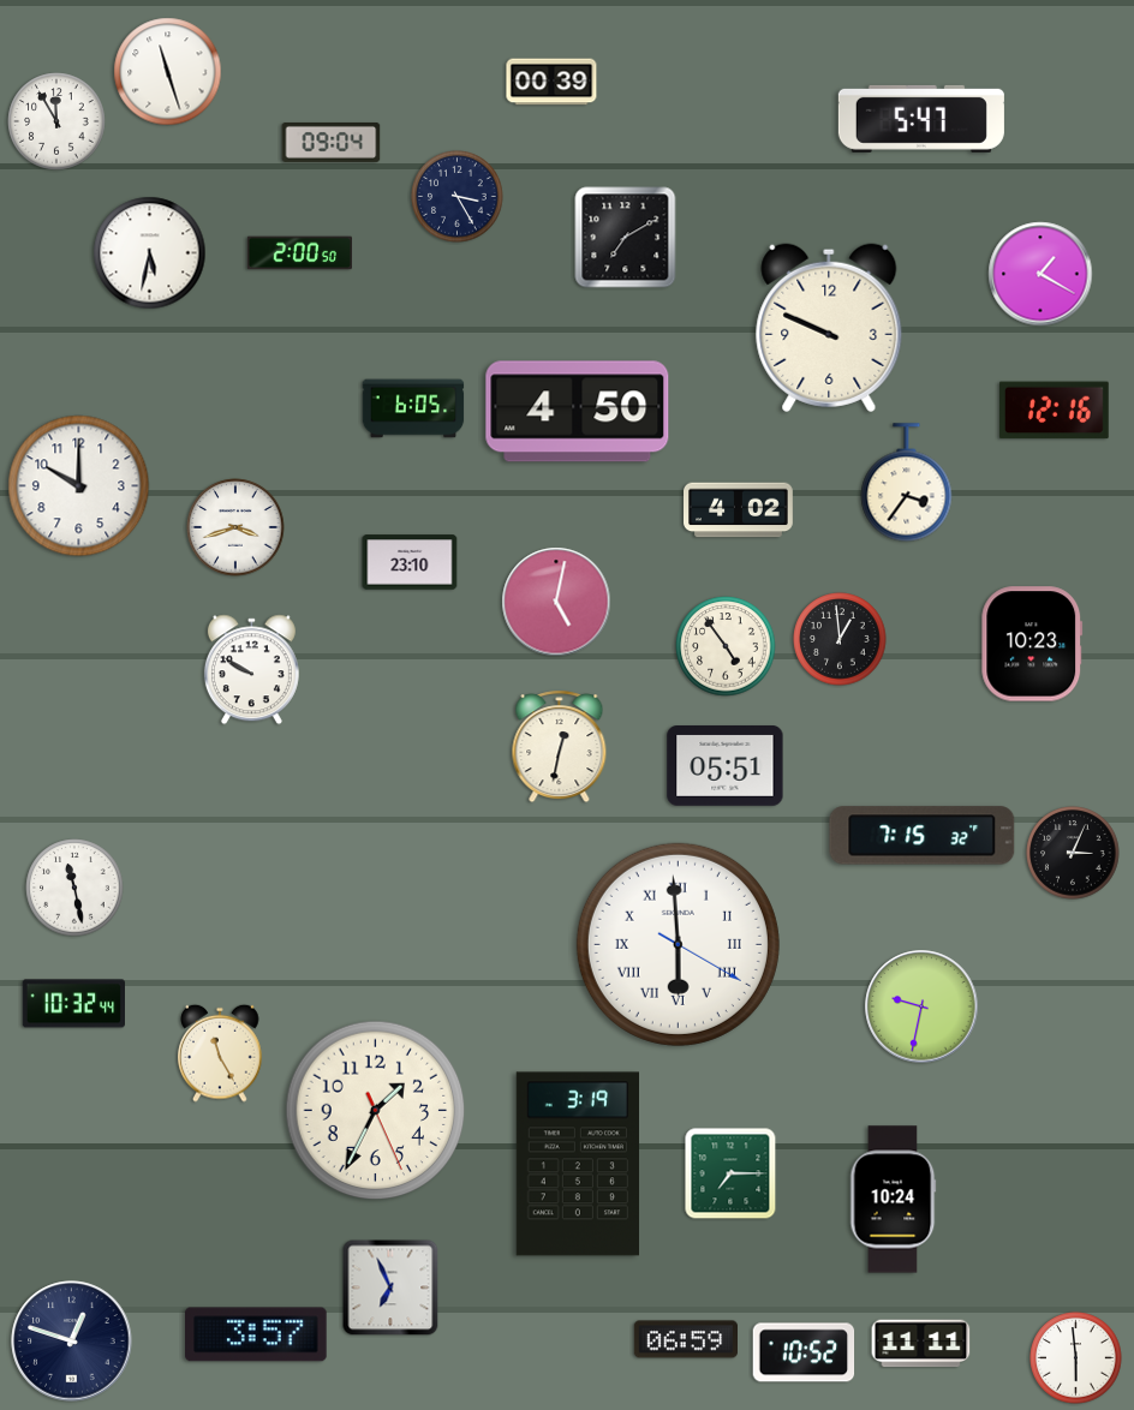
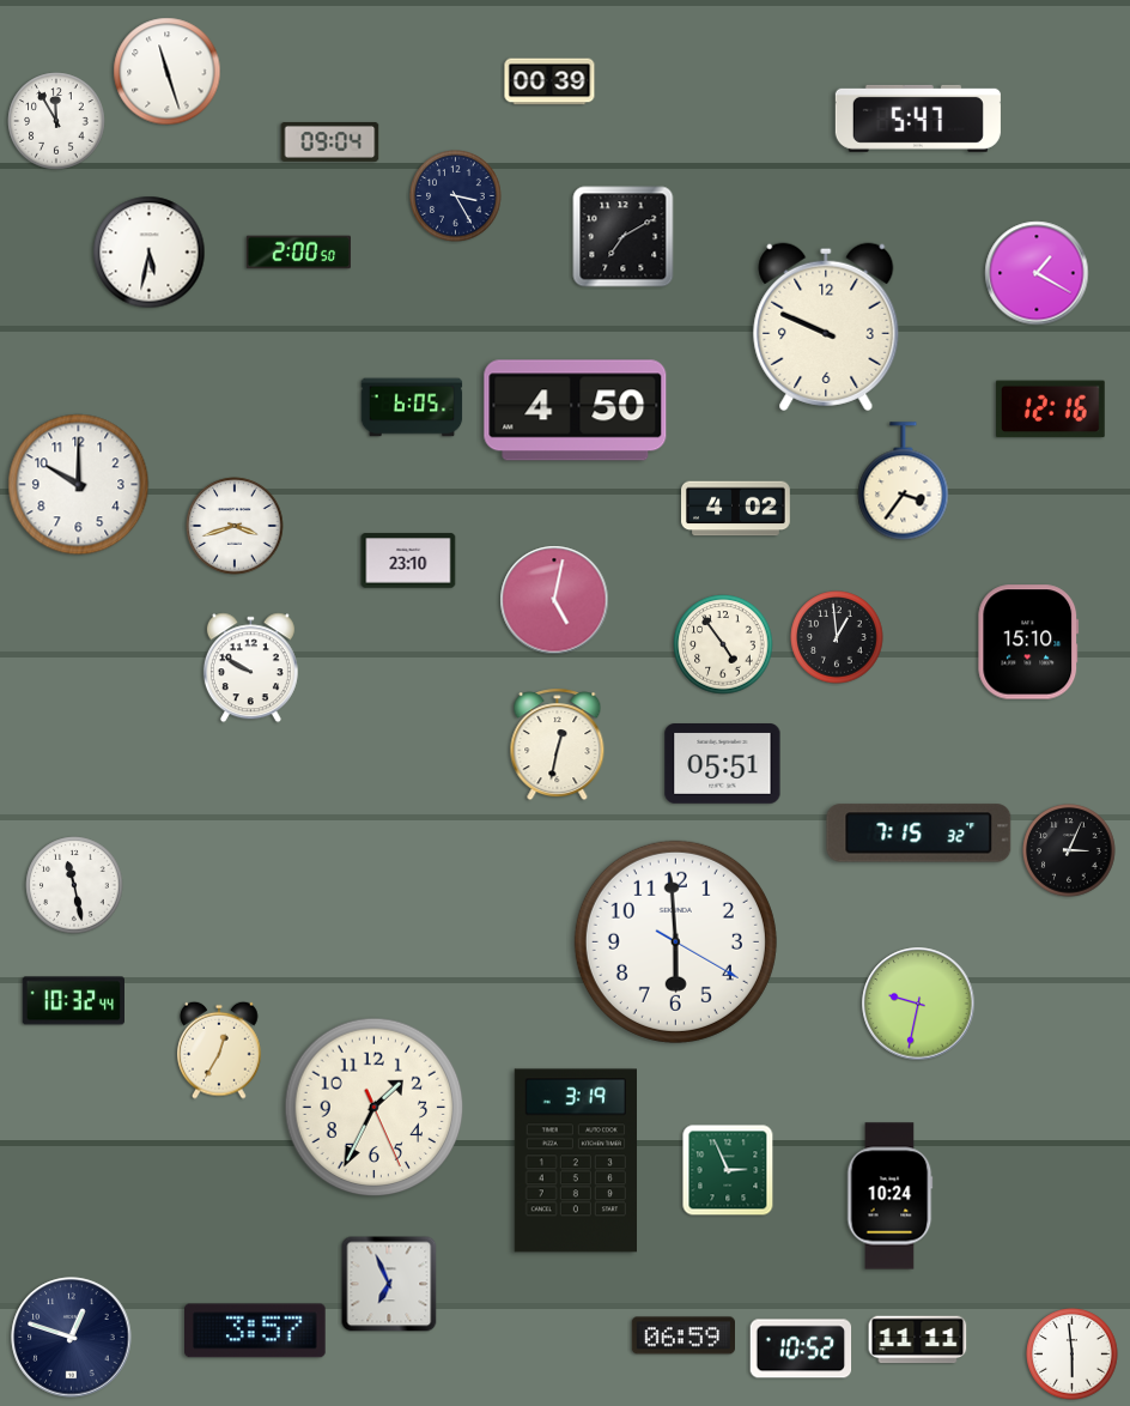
clock at (1032, 644): 10:23 -> 15:10
clock at (678, 944) numerals: Roman -> Arabic
clock at (220, 1053): 11:25 -> 12:35
clock at (730, 1173): 7:15 -> 2:56
